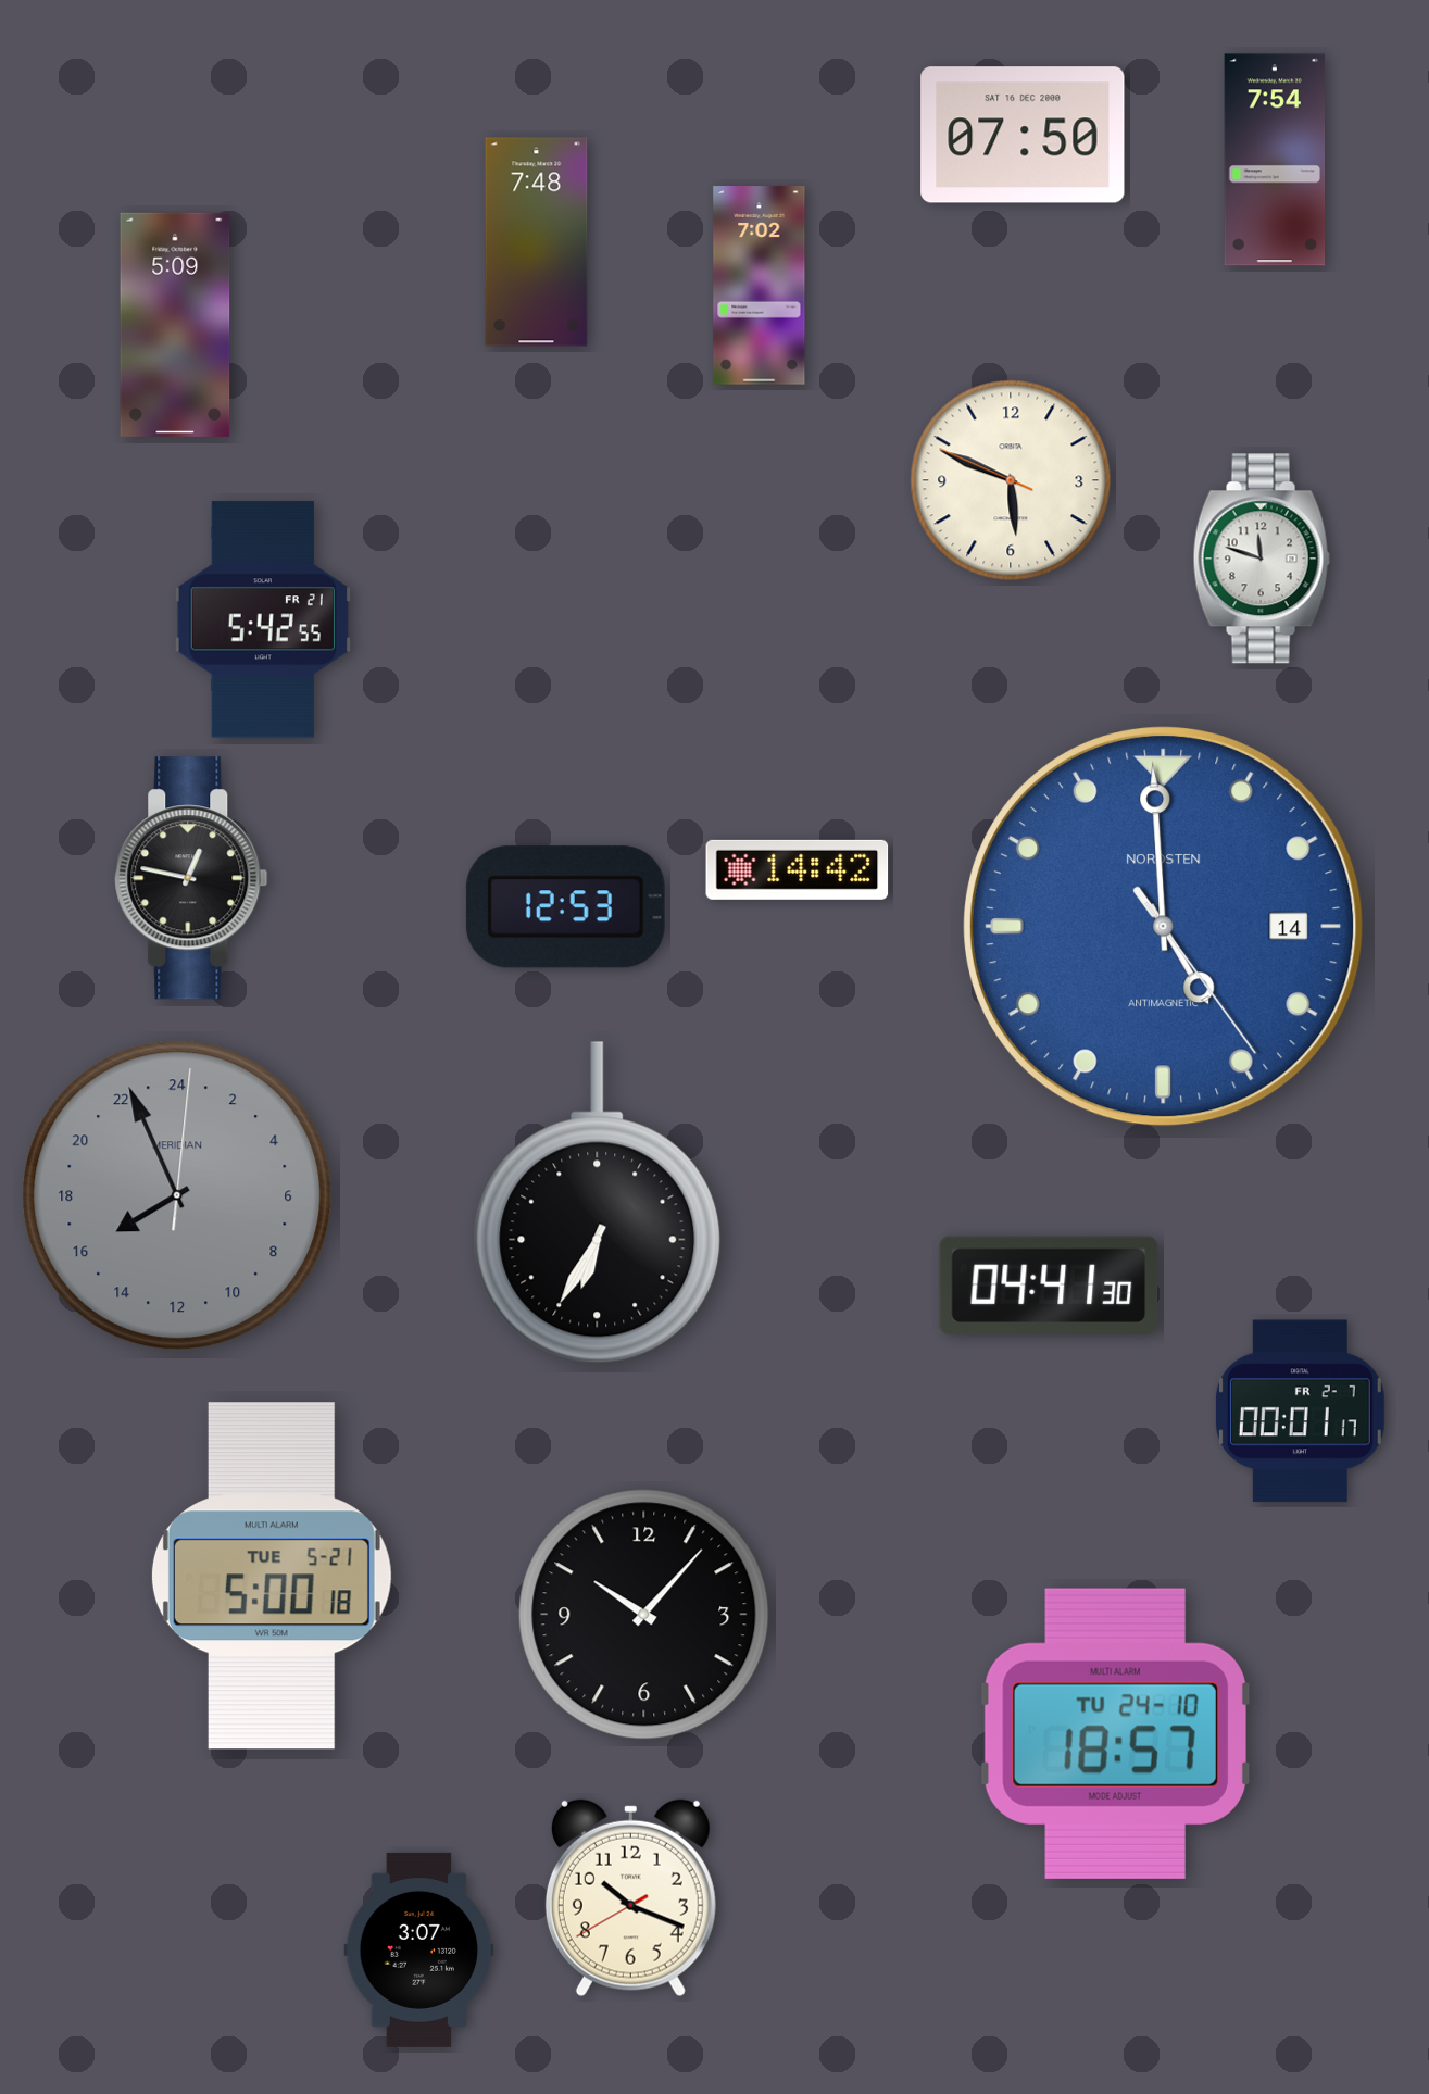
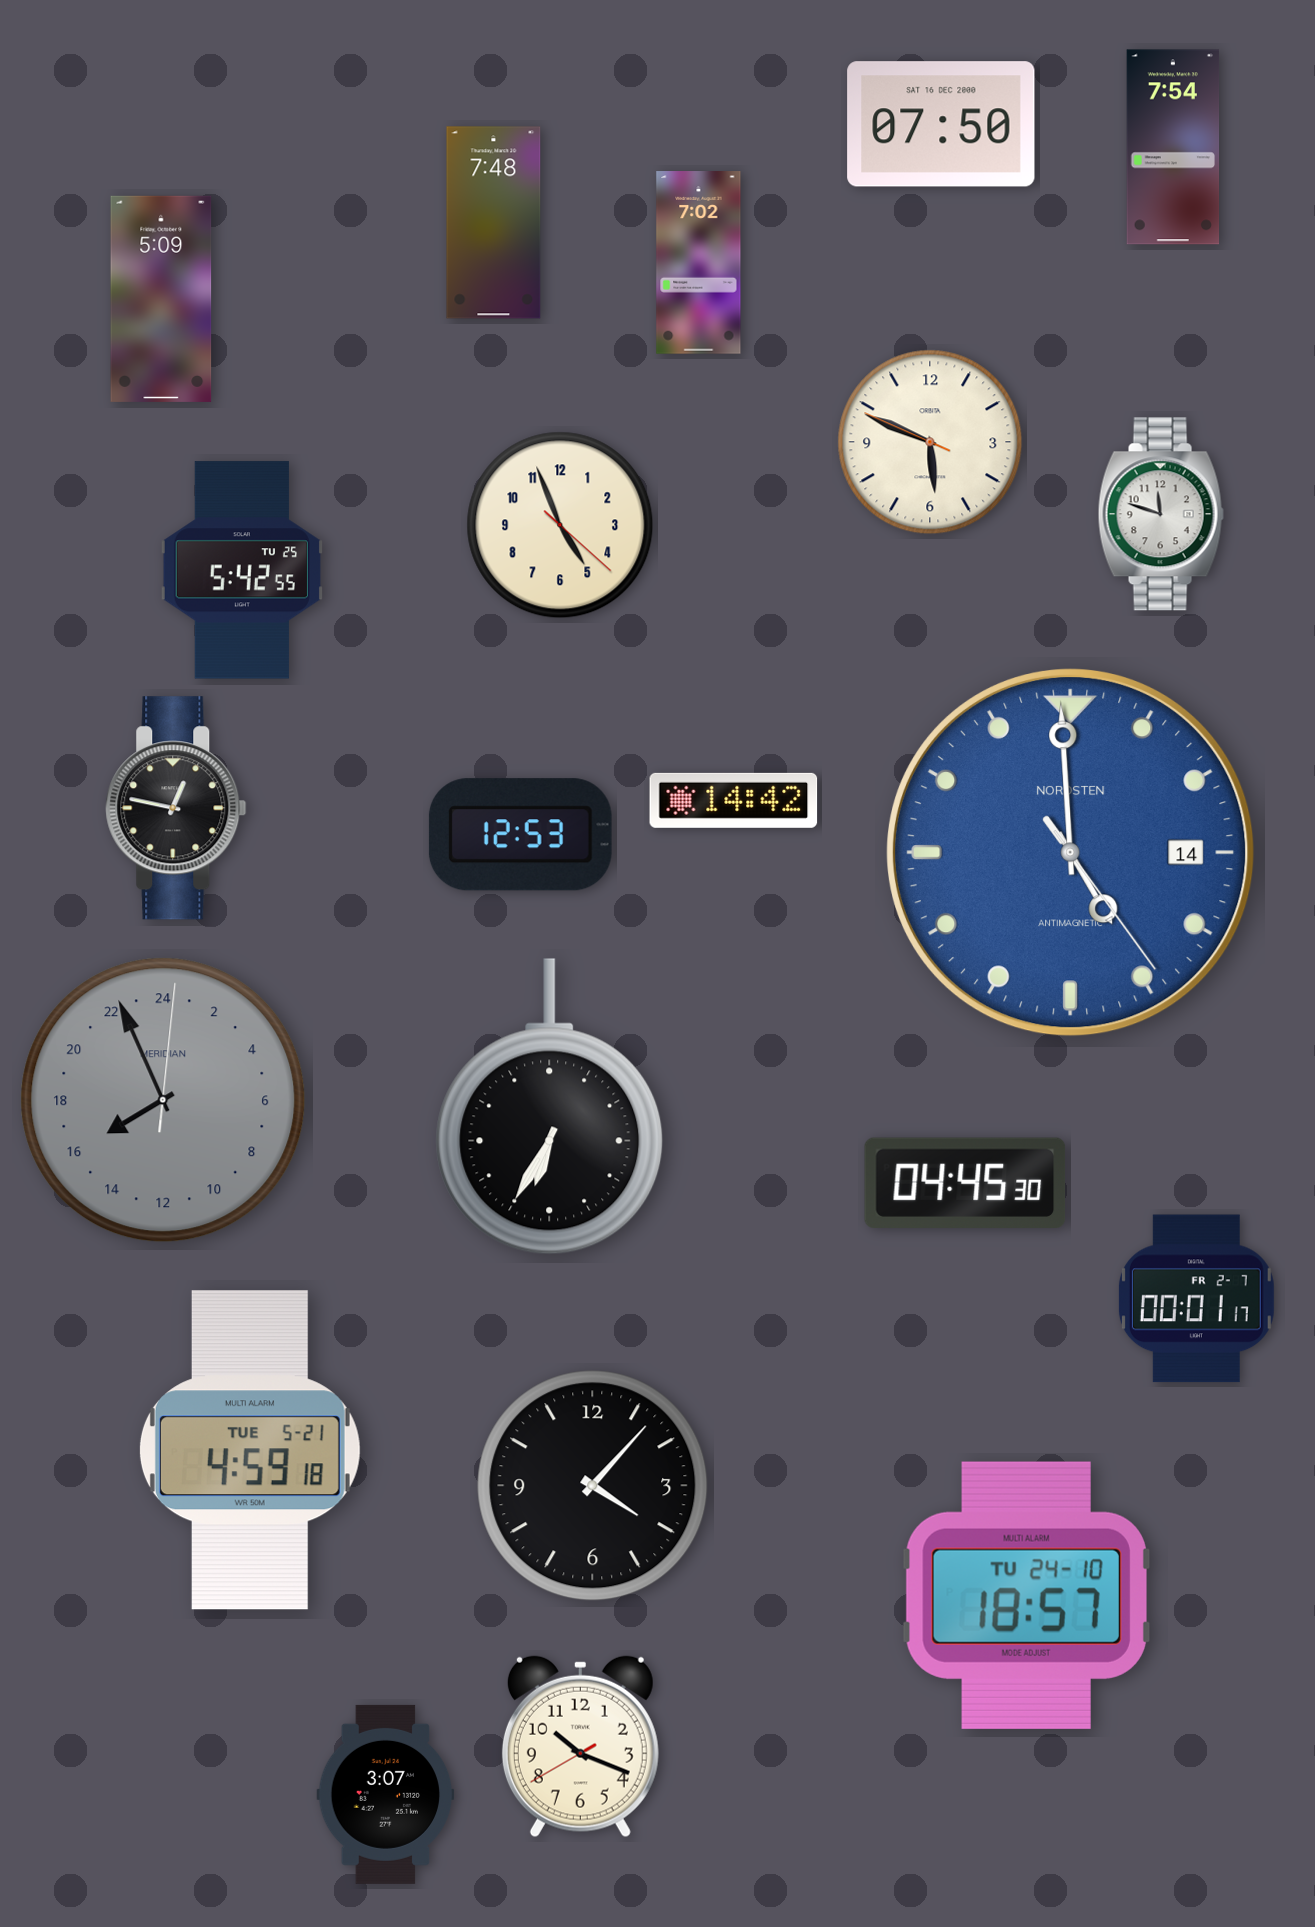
clock at (560, 525): none -> 4:56
clock at (263, 619) date: FR 21 -> TU 25
clock at (1049, 1286): 04:41 -> 04:45
clock at (272, 1576): 5:00 -> 4:59
clock at (644, 1615): 10:07 -> 4:07
